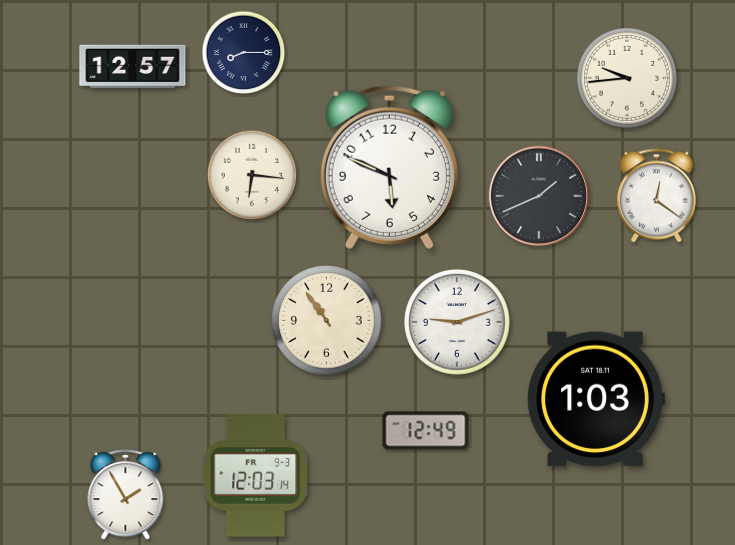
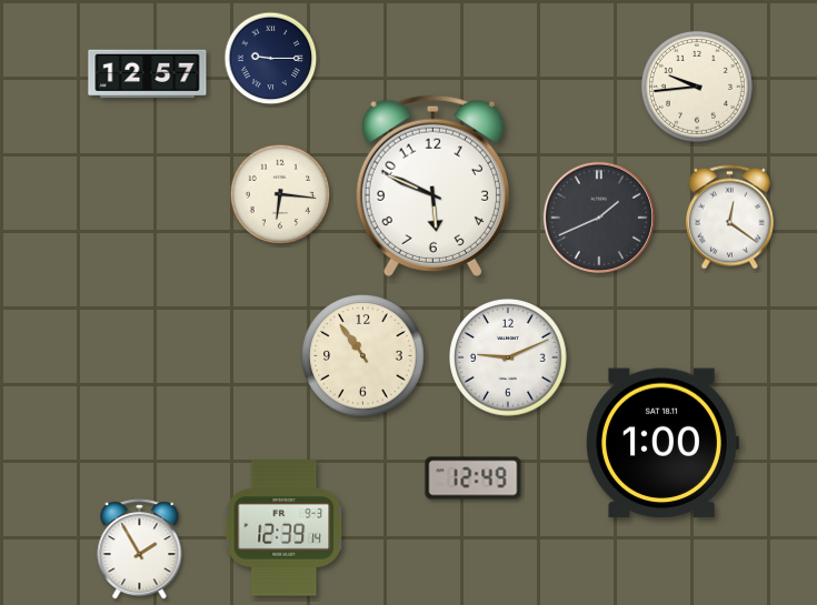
clock at (244, 53): 8:15 -> 9:15
clock at (458, 323): 9:12 -> 9:11
clock at (596, 399): 1:03 -> 1:00
clock at (256, 476): 12:03 -> 12:39
